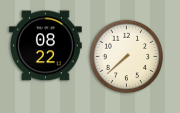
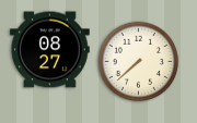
clock at (46, 46): 08:22 -> 08:27
